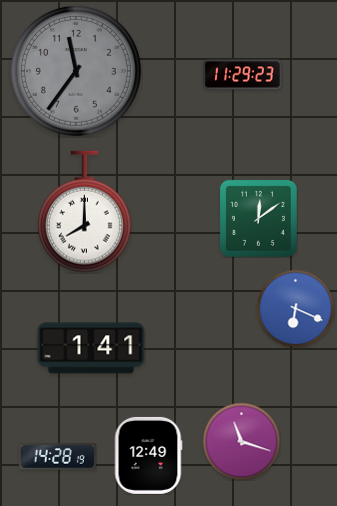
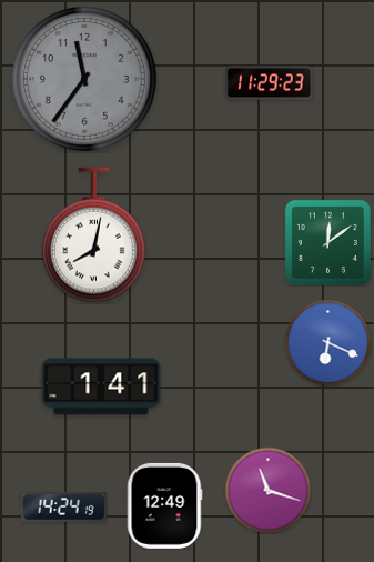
clock at (85, 212): 8:00 -> 8:02
clock at (258, 218) position: (258, 218) -> (327, 242)
clock at (57, 457): 14:28 -> 14:24
